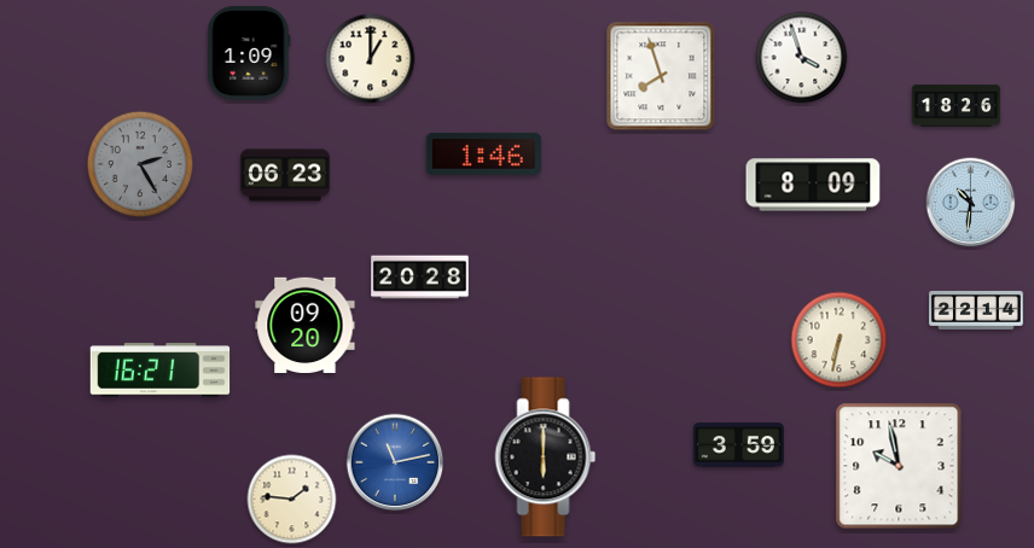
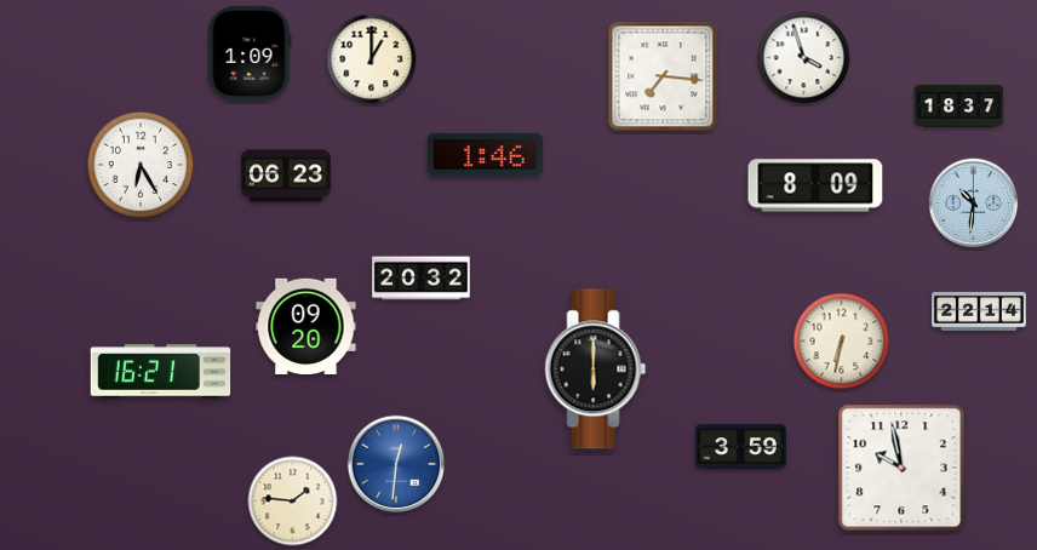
clock at (661, 76): 7:57 -> 7:16
clock at (957, 106): 18:26 -> 18:37
clock at (140, 164): 2:25 -> 6:25
clock at (140, 164) dial: grey -> white
clock at (420, 278): 20:28 -> 20:32
clock at (546, 457) position: (546, 457) -> (596, 369)
clock at (395, 462): 11:13 -> 12:31
